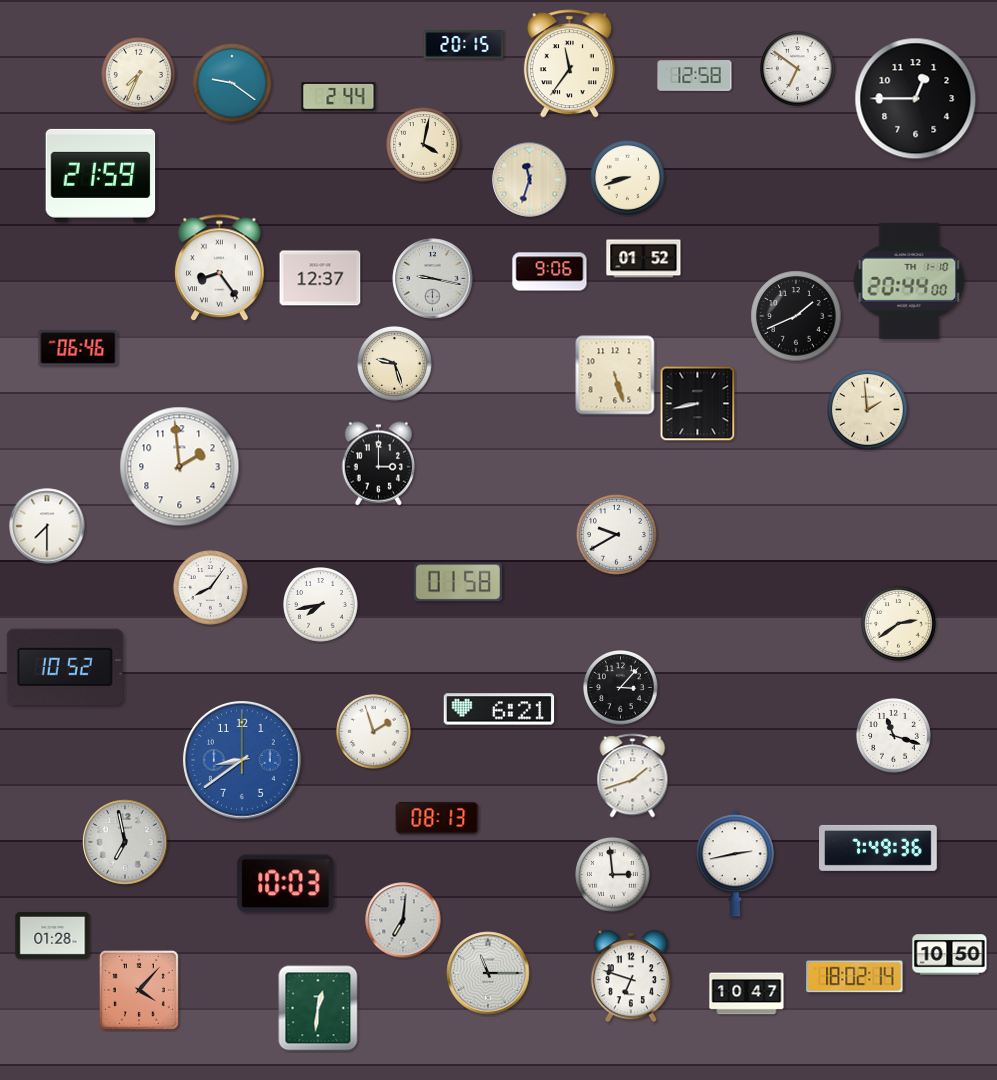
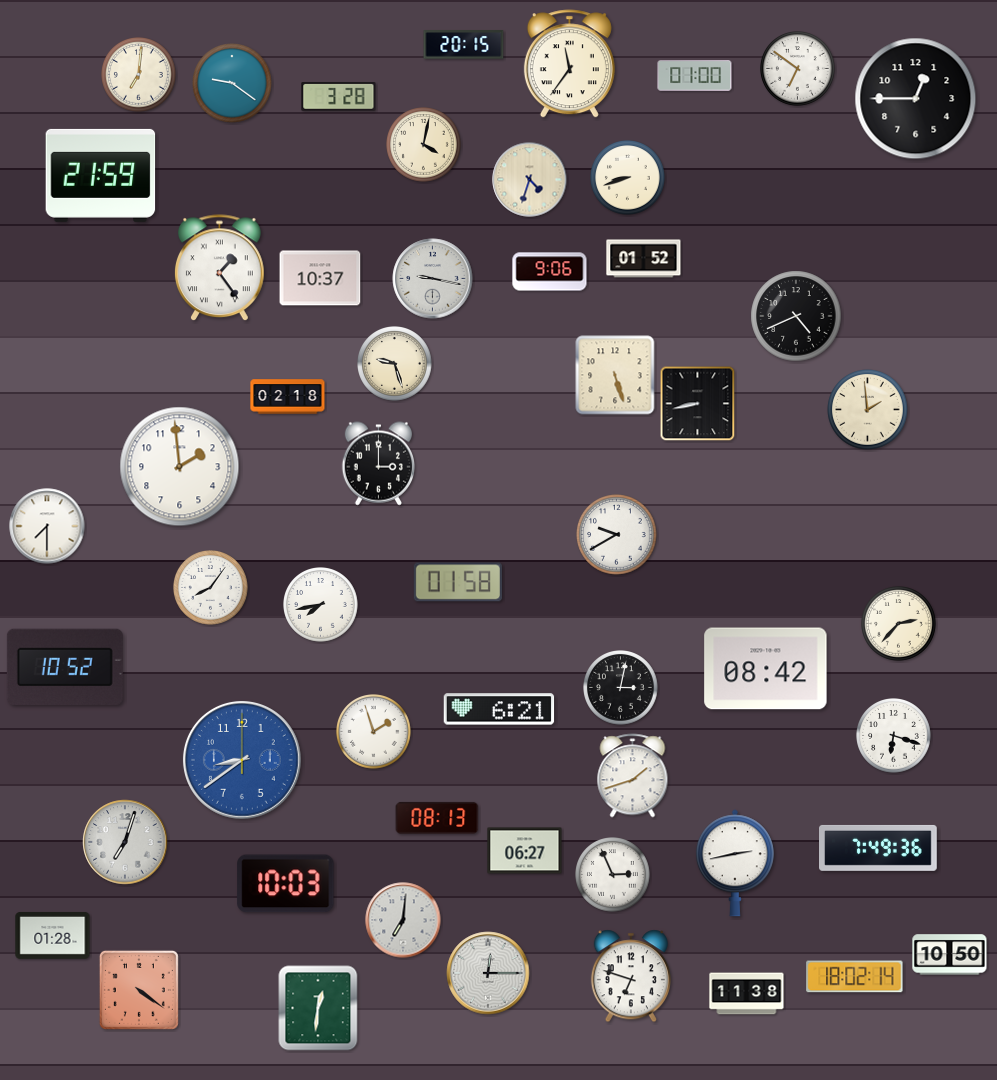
clock at (139, 75): 7:34 -> 7:01
clock at (695, 76): 12:58 -> 01:00
clock at (339, 97): 2:44 -> 3:28
clock at (530, 180): 11:33 -> 4:33
clock at (220, 268): 8:24 -> 1:24
clock at (320, 278): 12:37 -> 10:37
clock at (909, 281): 20:44 -> none
clock at (796, 316): 1:41 -> 4:41
clock at (78, 348): 06:46 -> none
clock at (288, 397): none -> 02:18
clock at (899, 624): 2:39 -> 2:37
clock at (766, 669): none -> 08:42
clock at (621, 688): 3:07 -> 3:02
clock at (894, 736): 11:18 -> 6:18
clock at (125, 842): 6:58 -> 7:03
clock at (525, 851): none -> 06:27
clock at (613, 875): 2:59 -> 2:56
clock at (488, 973): 11:15 -> 12:15
clock at (139, 990): 4:07 -> 4:21
clock at (747, 994): 10:47 -> 11:38
